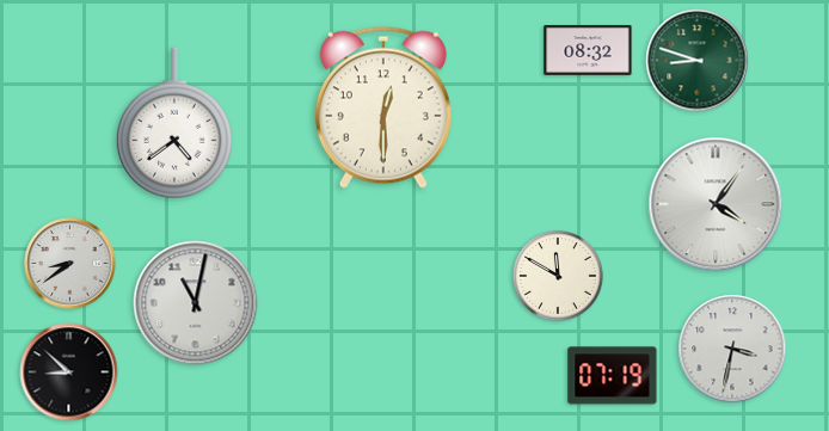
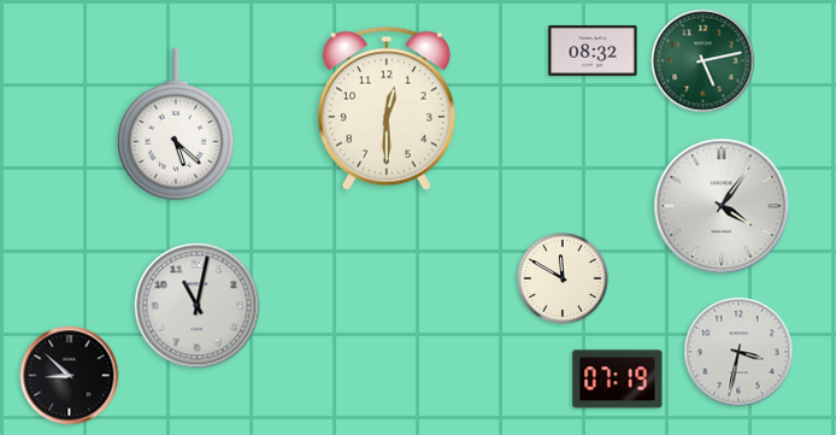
clock at (698, 61): 8:48 -> 5:13
clock at (174, 123): 4:39 -> 5:22
clock at (70, 264): 8:39 -> none
